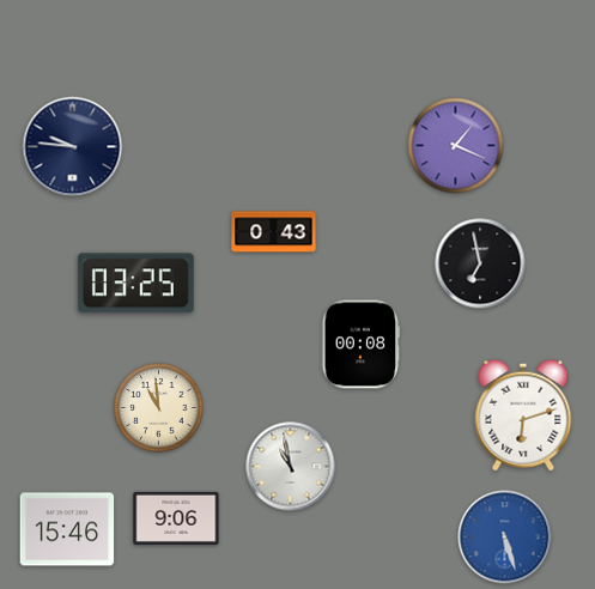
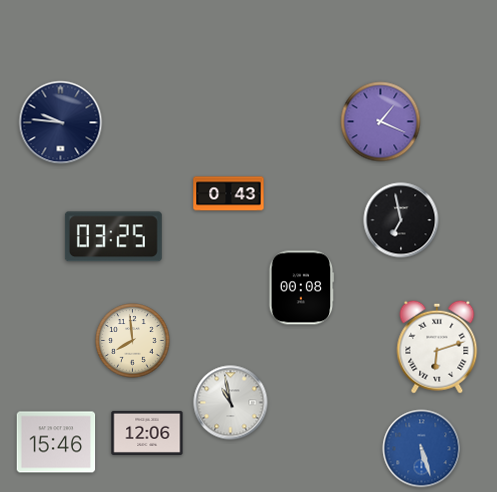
clock at (159, 408): 10:59 -> 7:59
clock at (291, 467) position: (291, 467) -> (231, 403)
clock at (176, 518): 9:06 -> 12:06
